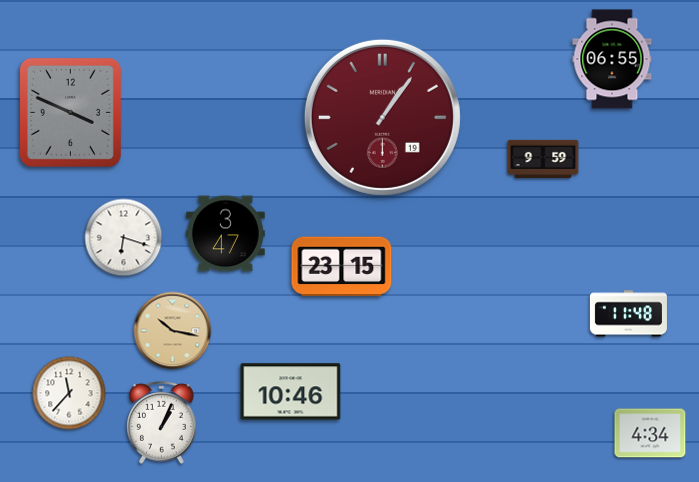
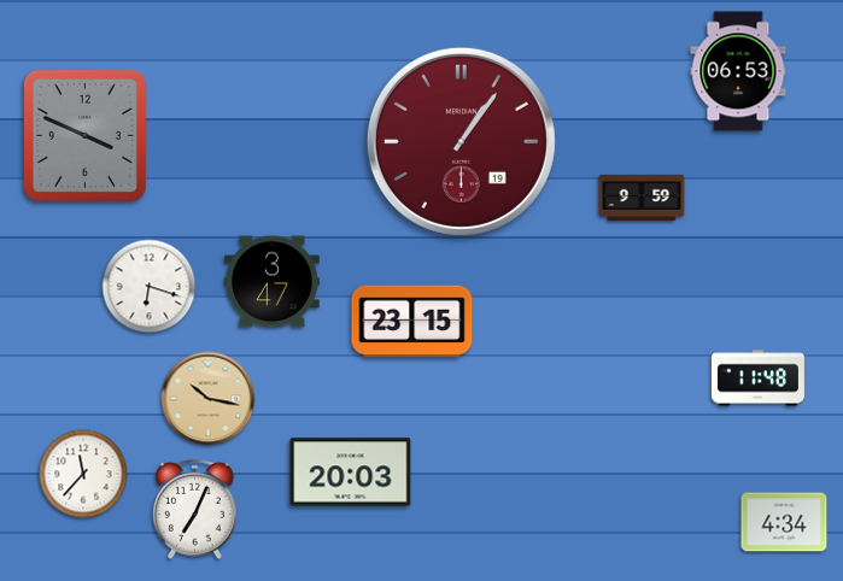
clock at (612, 59): 06:55 -> 06:53
clock at (543, 159) position: (543, 159) -> (642, 198)
clock at (291, 392): 10:46 -> 20:03
clock at (161, 422): 1:04 -> 7:04
